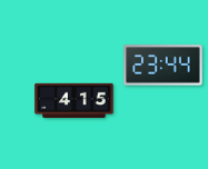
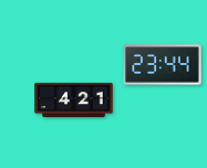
clock at (75, 100): 4:15 -> 4:21
